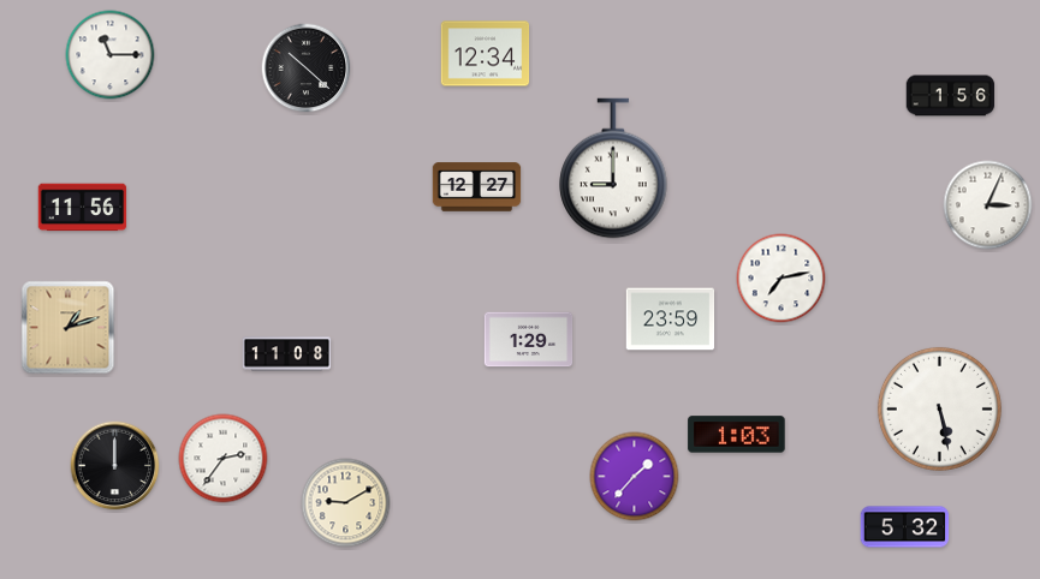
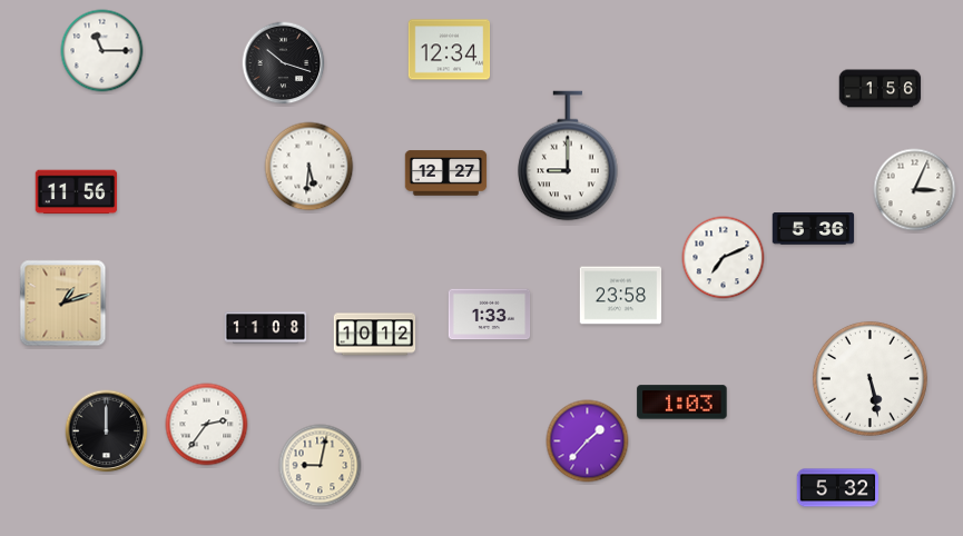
clock at (307, 68): 10:22 -> 10:18
clock at (309, 167): none -> 5:31
clock at (477, 187) position: (477, 187) -> (446, 173)
clock at (814, 229): none -> 5:36
clock at (782, 279): 7:13 -> 7:11
clock at (671, 320): 23:59 -> 23:58
clock at (529, 340): 1:29 -> 1:33
clock at (375, 335): none -> 10:12
clock at (346, 503): 9:10 -> 9:02
